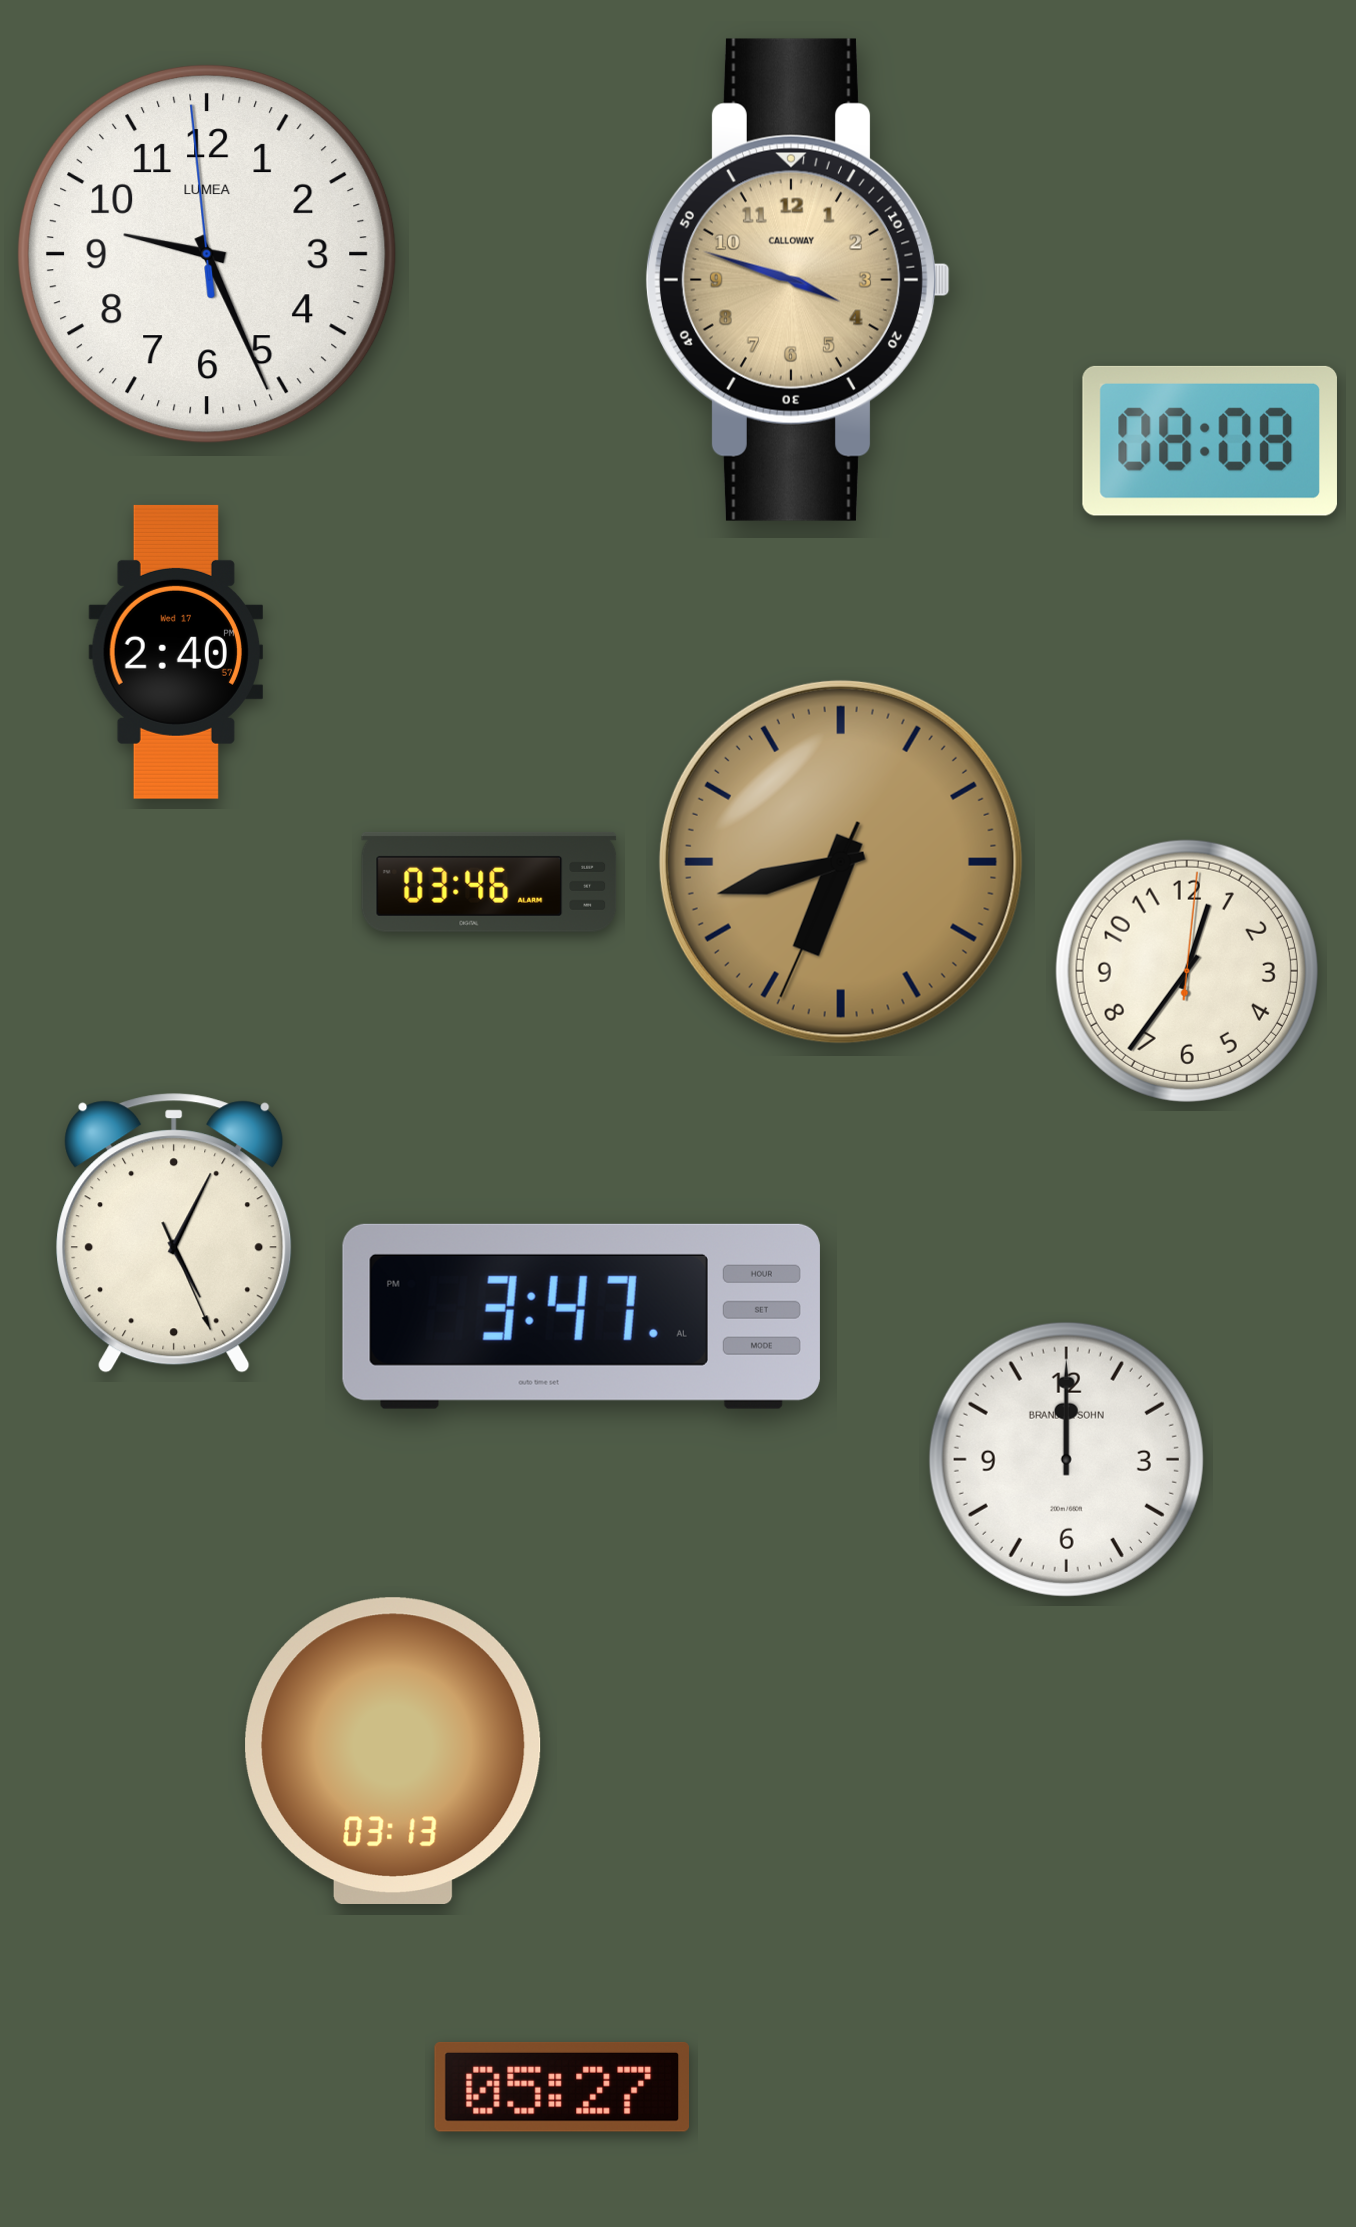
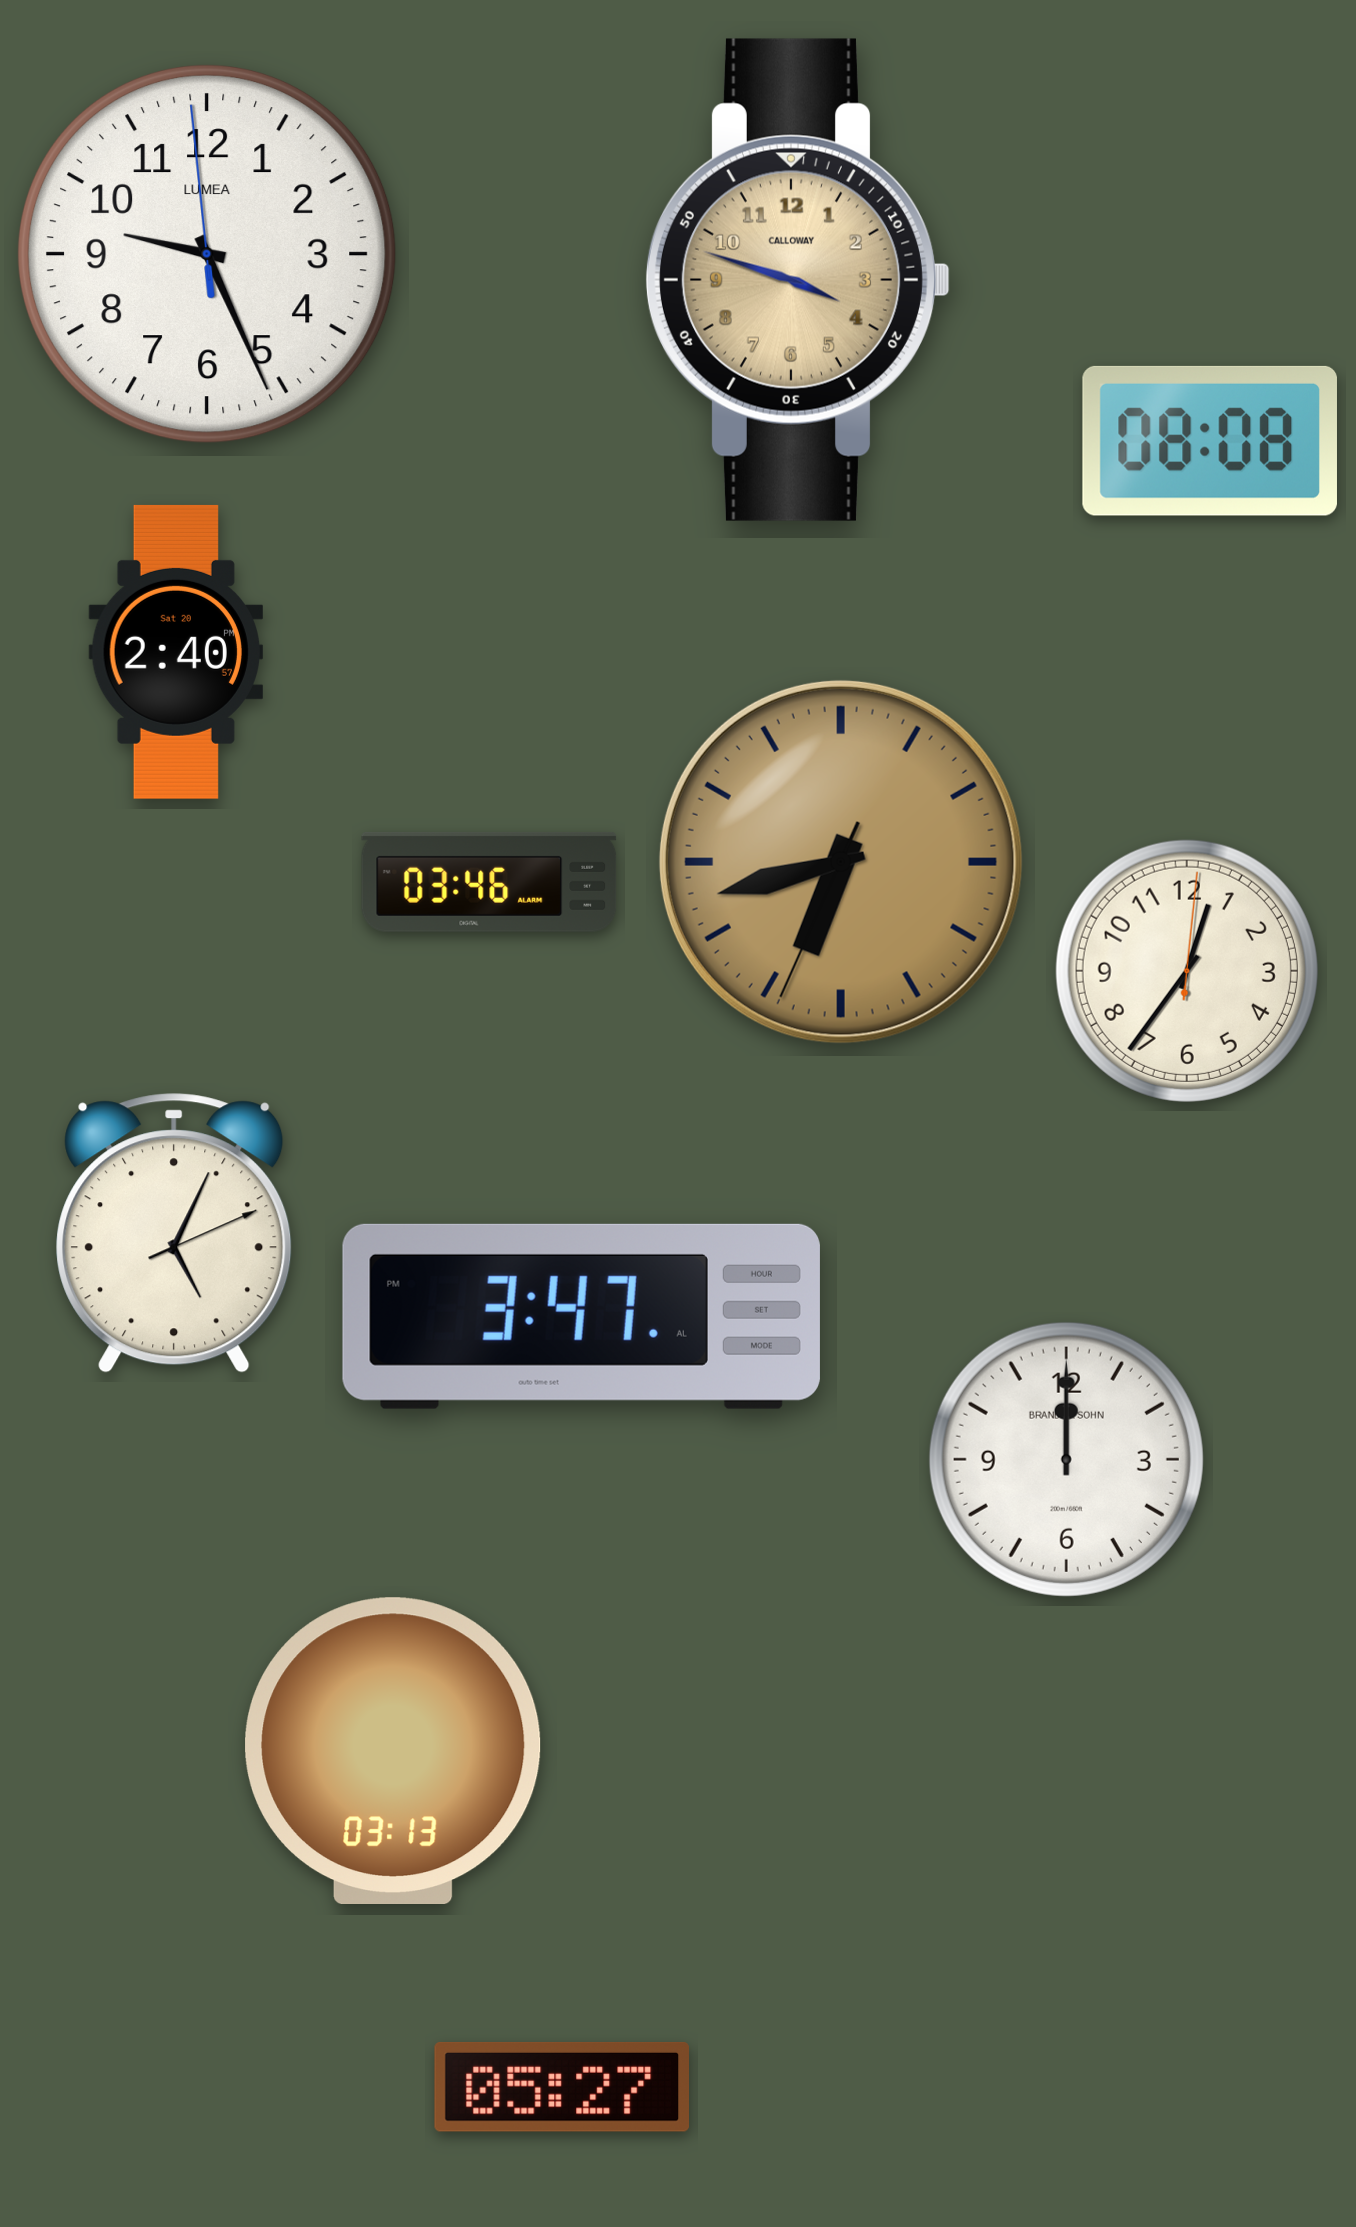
clock at (175, 652) date: Wed 17 -> Sat 20
clock at (174, 1233): 5:04:26 -> 5:04:11
